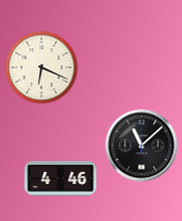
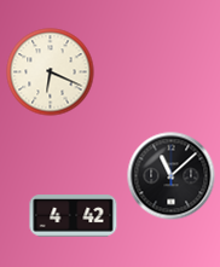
clock at (42, 68) position: (42, 68) -> (51, 72)
clock at (61, 179): 4:46 -> 4:42
